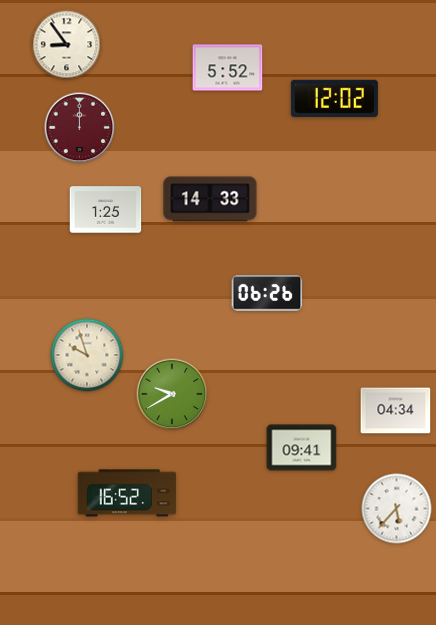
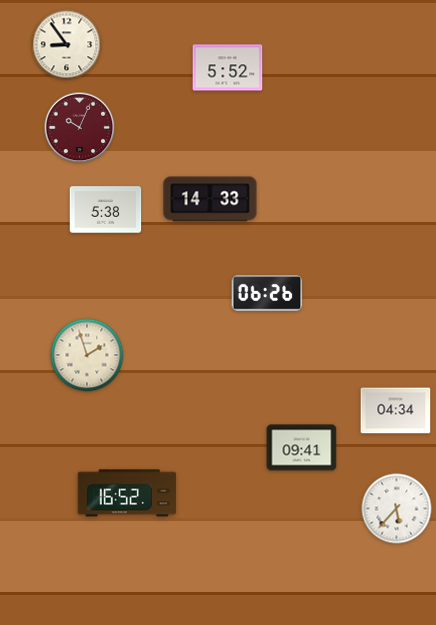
clock at (334, 98): 12:02 -> none
clock at (80, 128): 12:00 -> 10:04
clock at (106, 210): 1:25 -> 5:38
clock at (87, 355): 9:57 -> 1:57
clock at (172, 394): 9:40 -> none
